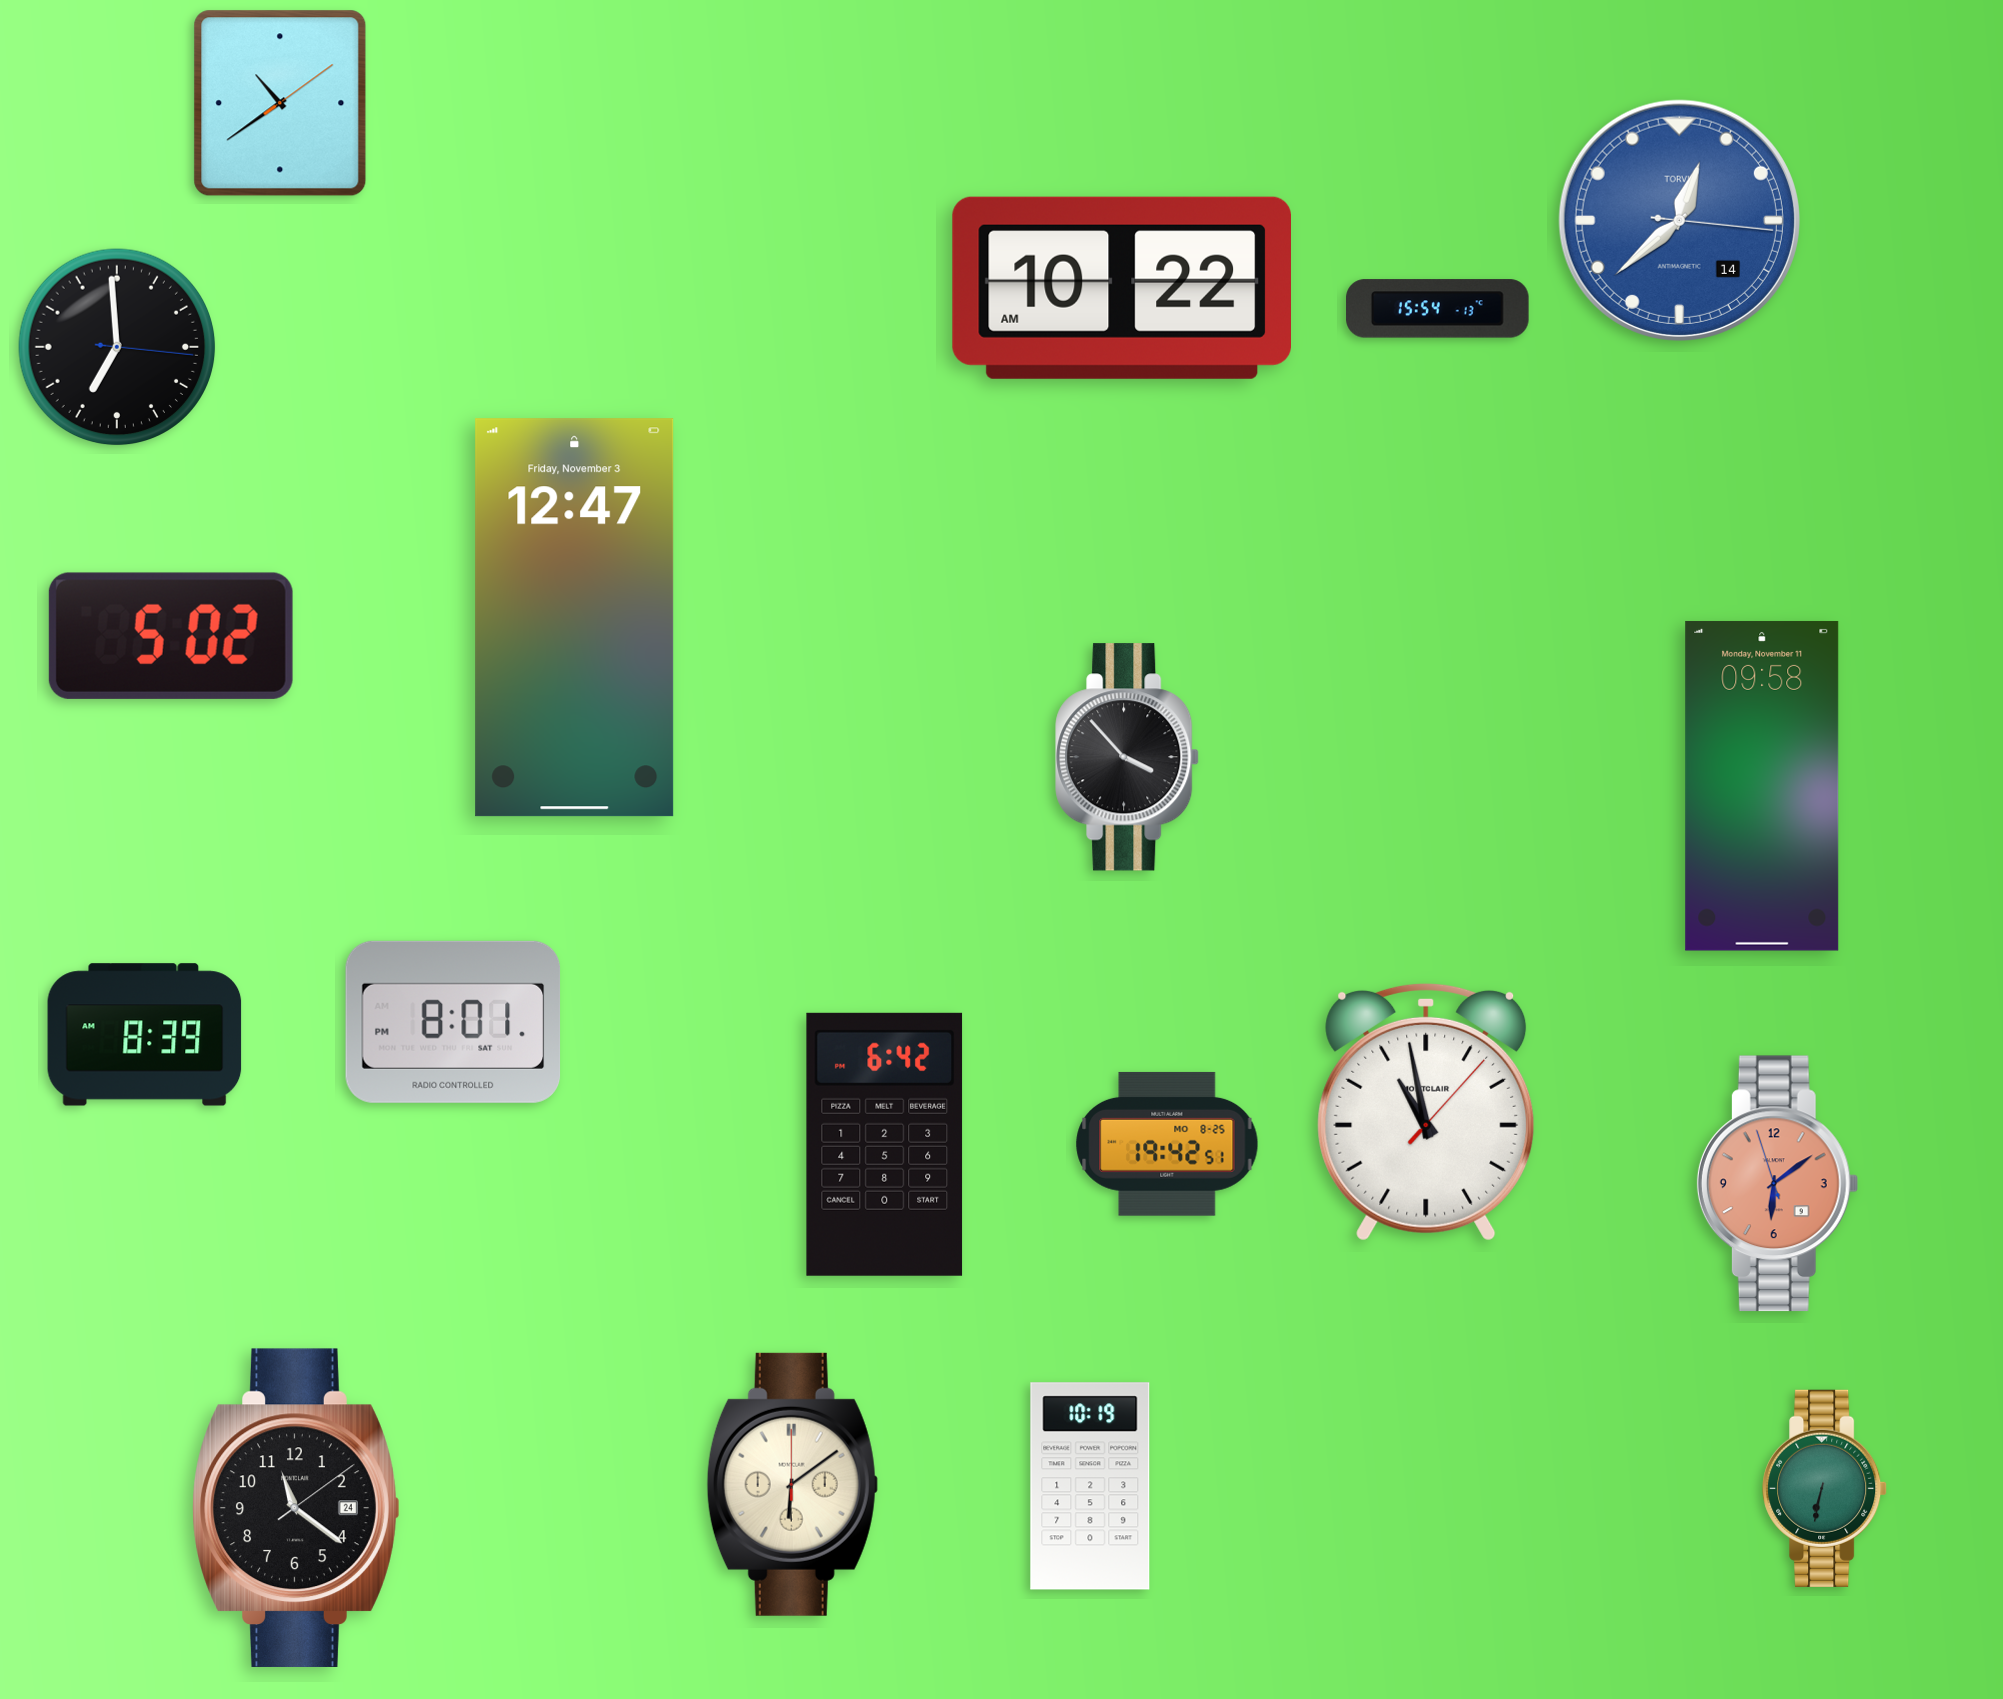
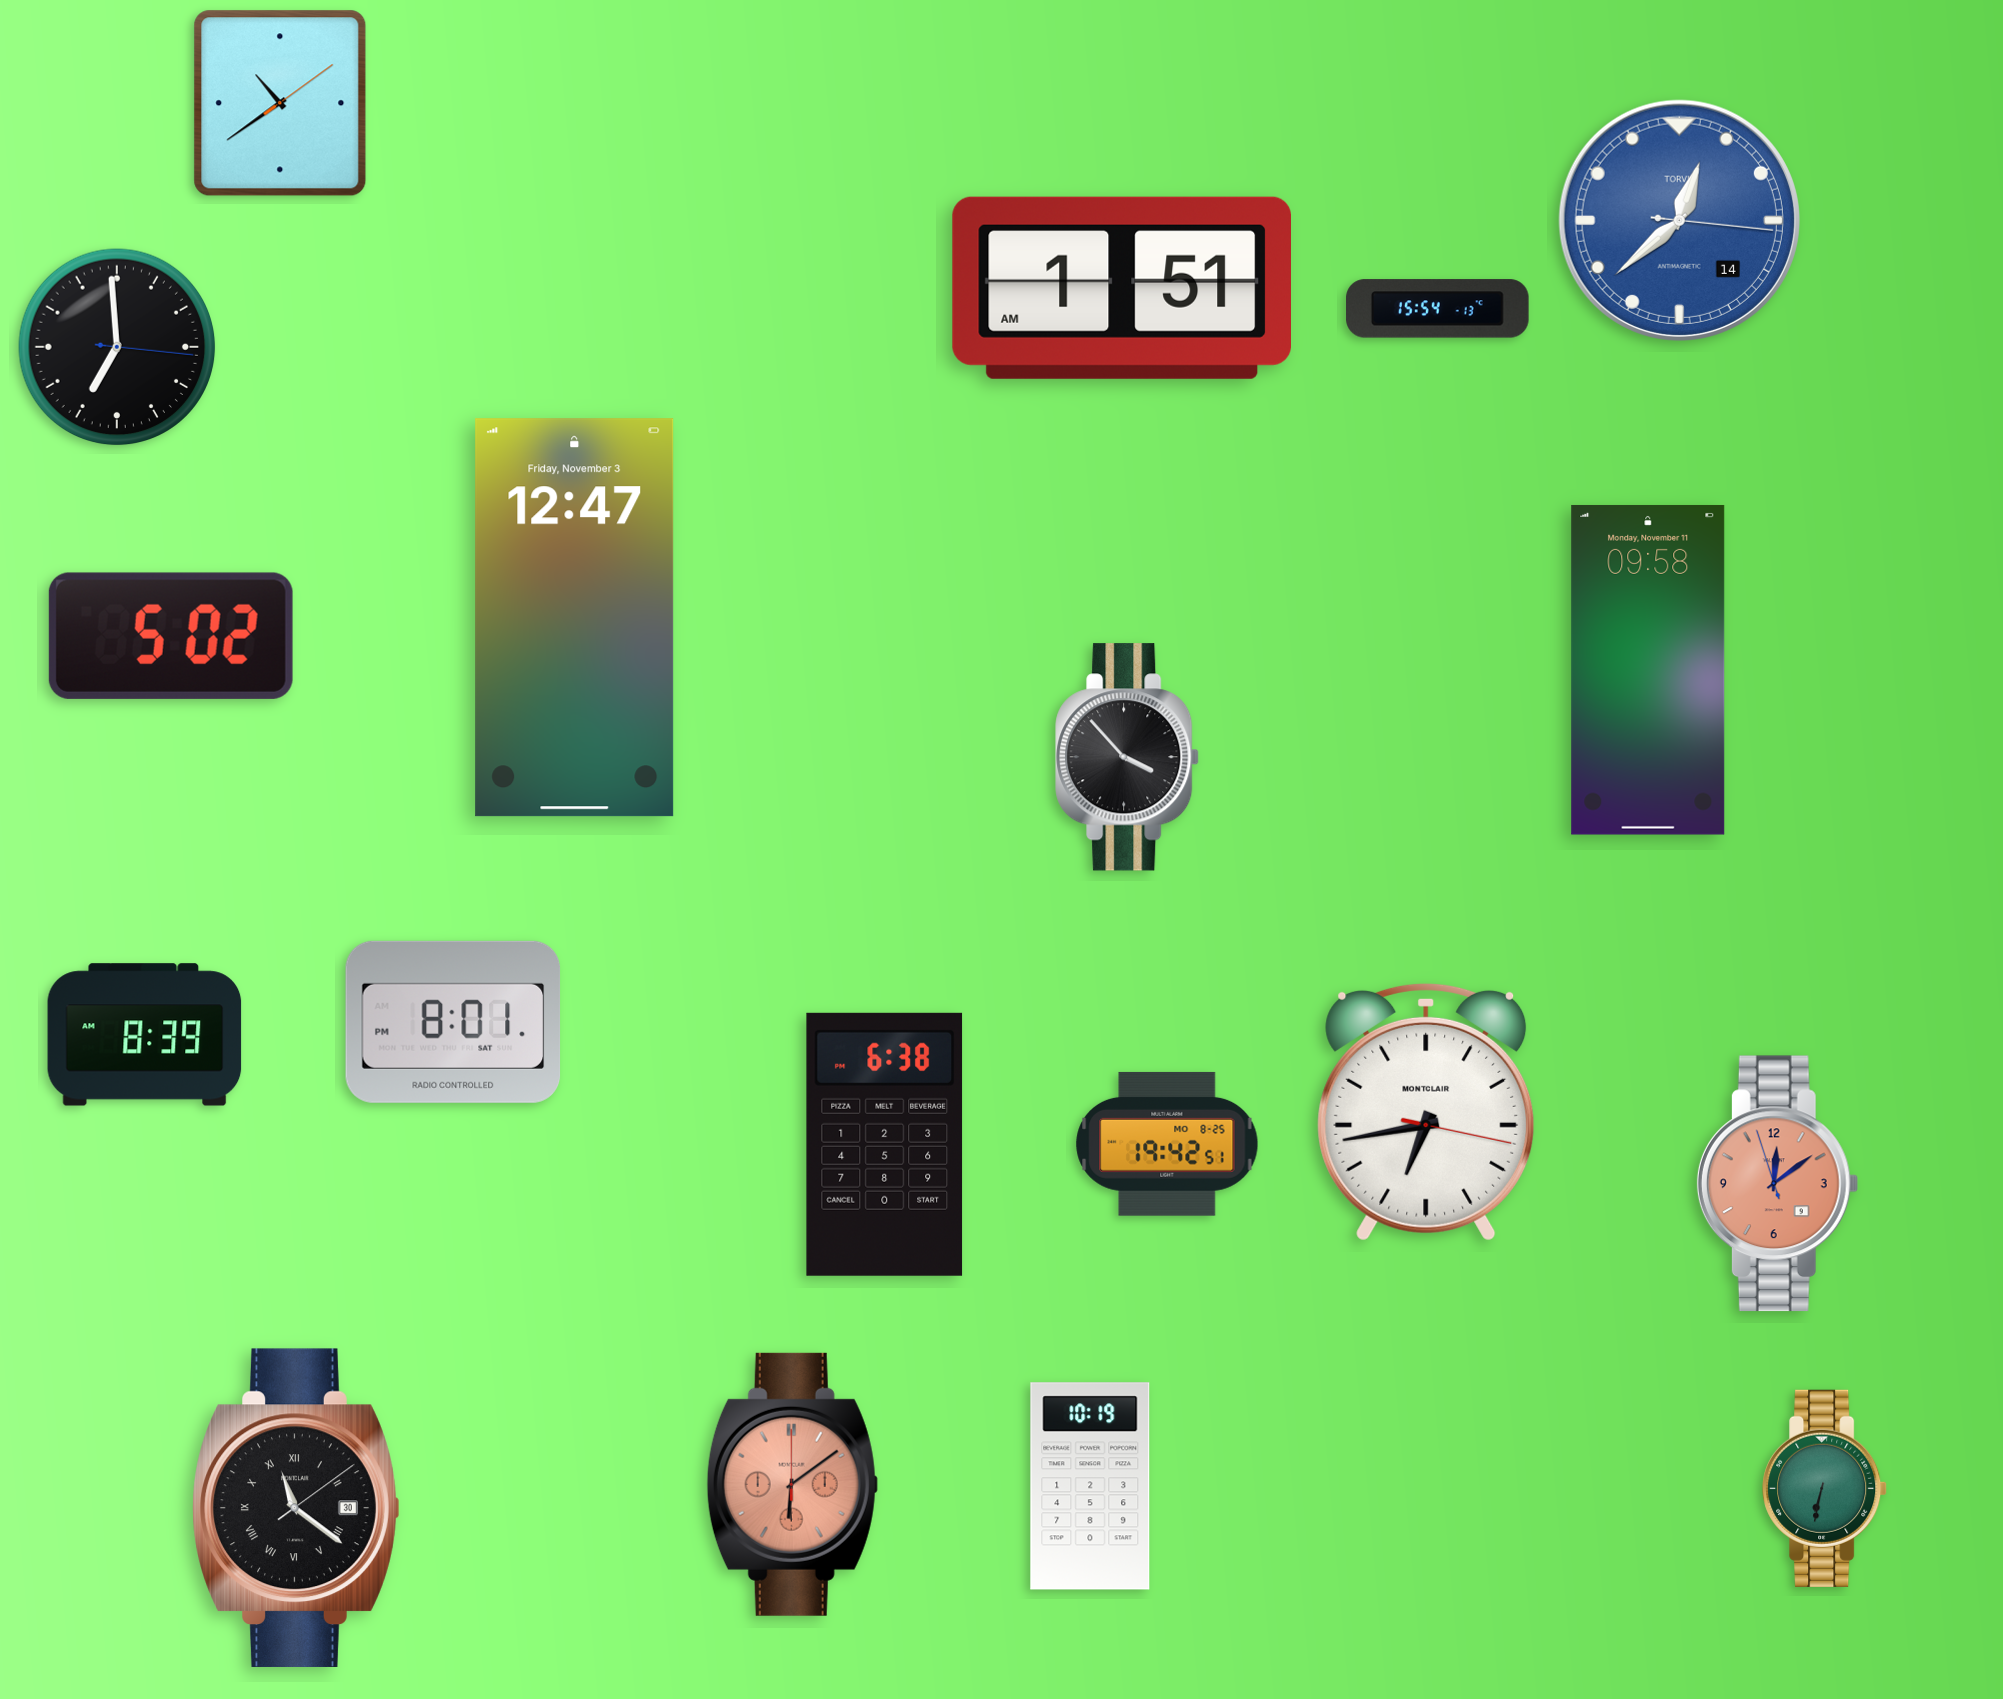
clock at (1121, 288): 10:22 -> 1:51
clock at (1762, 786) position: (1762, 786) -> (1648, 670)
clock at (1426, 1112): 10:58 -> 6:43
clock at (885, 1144): 6:42 -> 6:38
clock at (1777, 1184): 6:08 -> 12:08
clock at (792, 1484) dial: cream -> salmon
clock at (296, 1508) date: 24 -> 30
clock at (296, 1508) numerals: Arabic -> Roman
